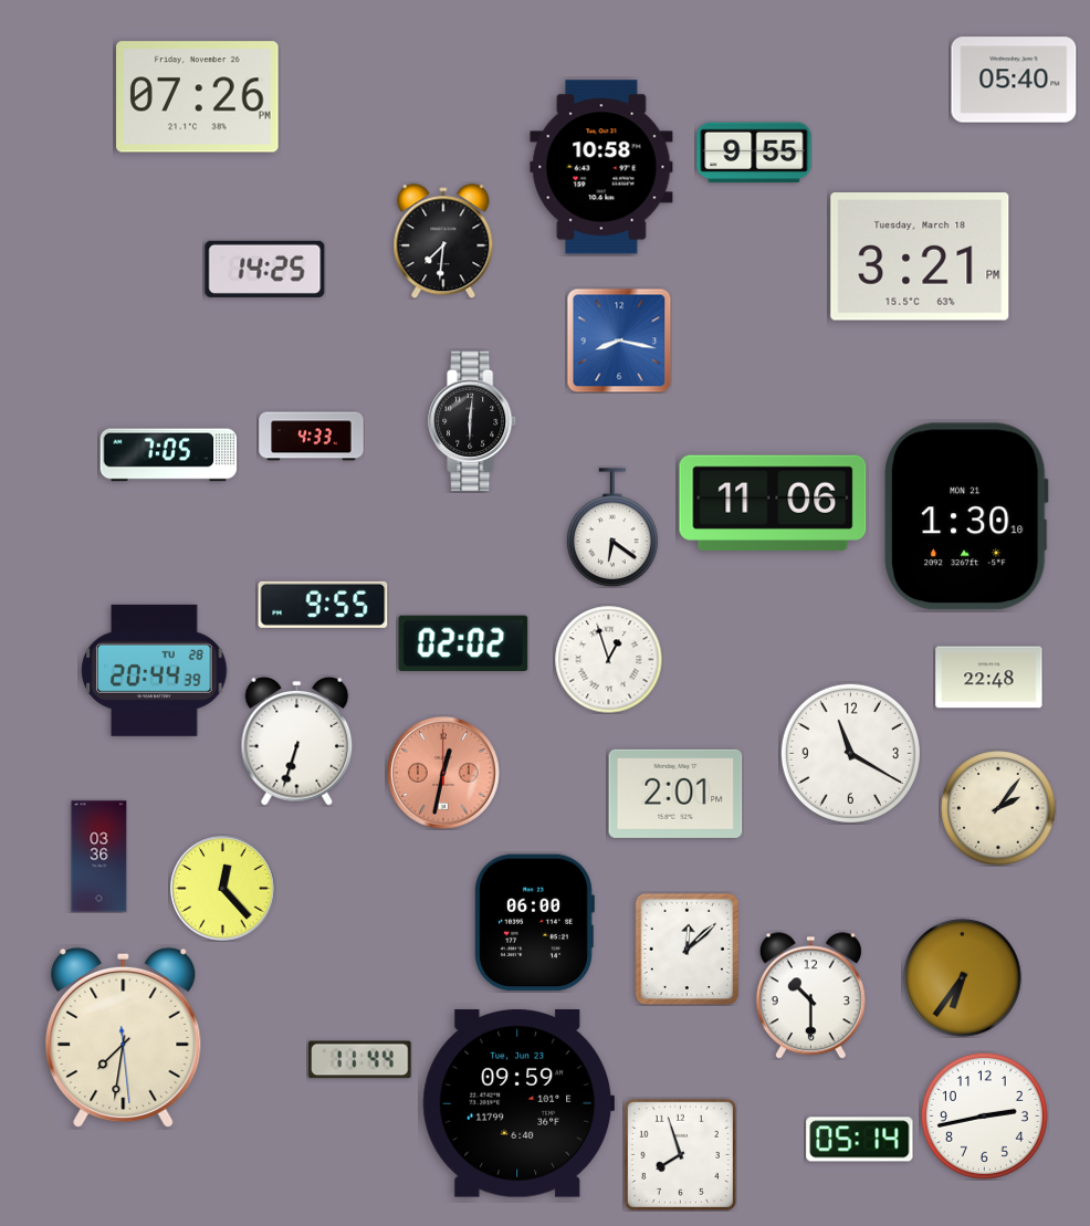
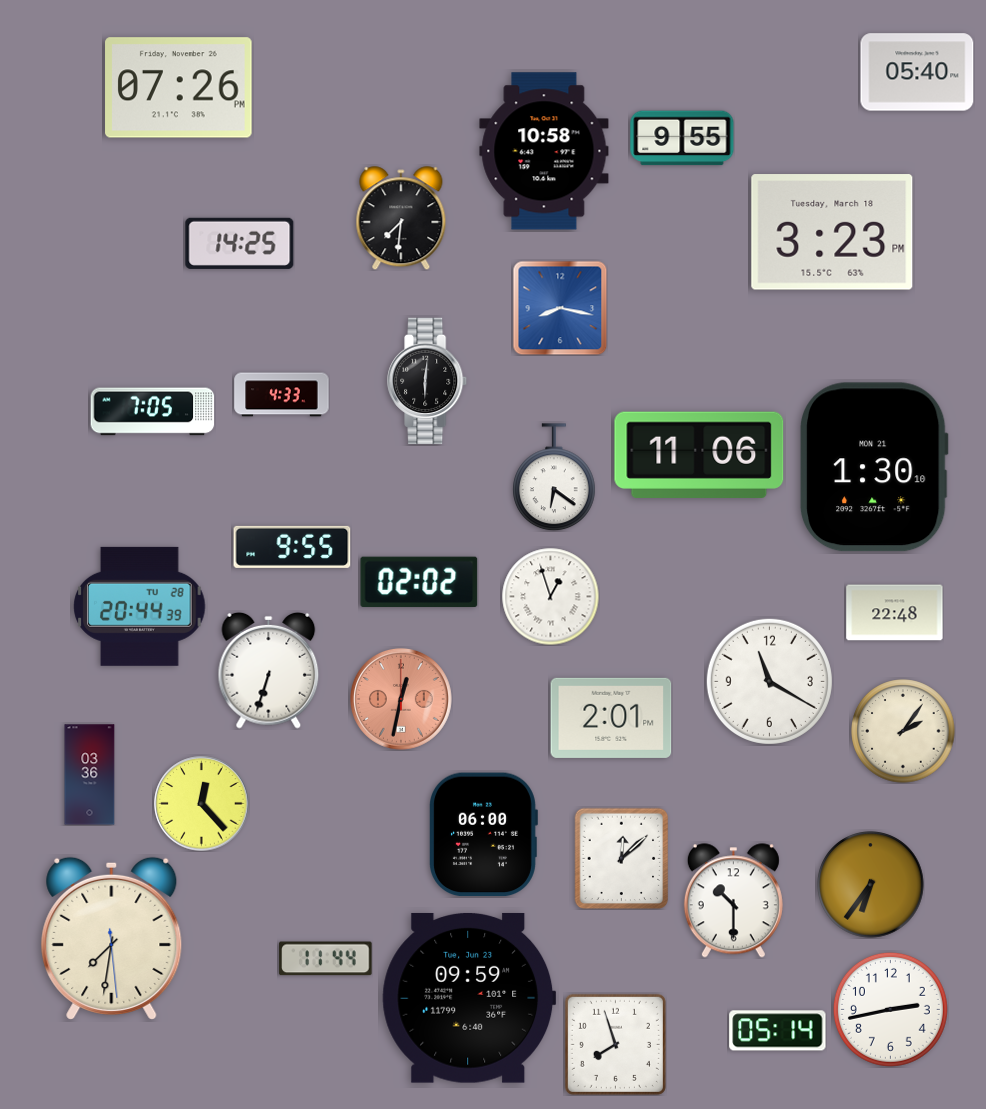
clock at (920, 256): 3:21 -> 3:23
